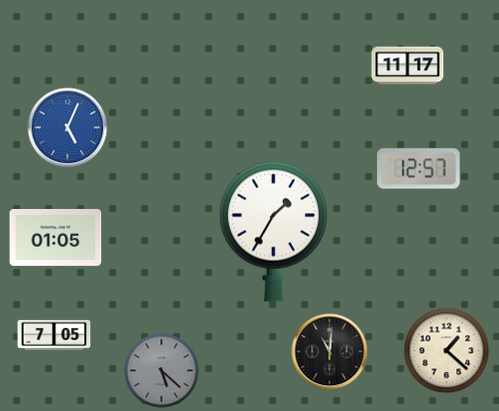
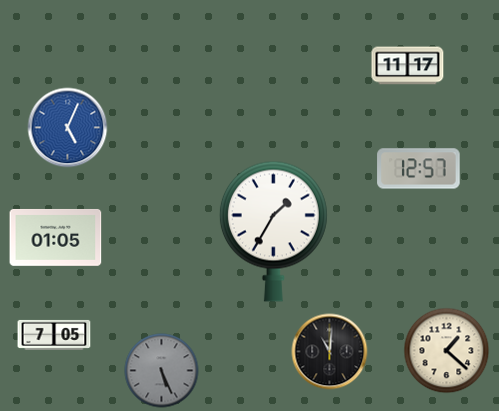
clock at (162, 371): 5:22 -> 5:26
